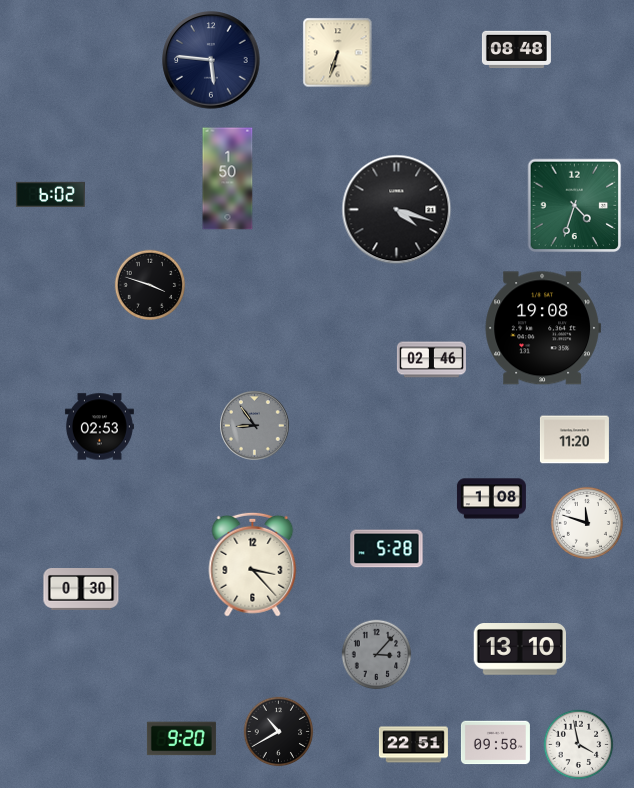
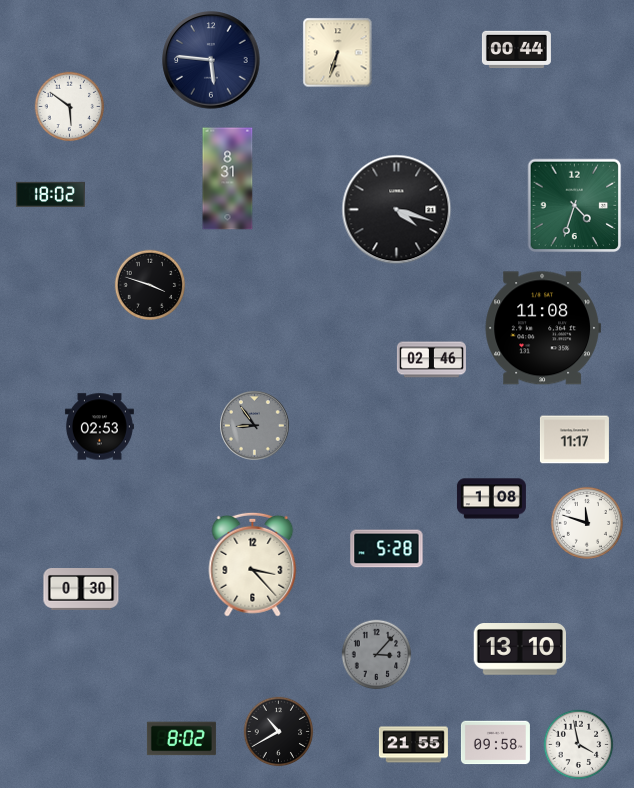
clock at (516, 50): 08:48 -> 00:44
clock at (70, 107): none -> 5:51
clock at (228, 179): 1:50 -> 8:31
clock at (50, 194): 6:02 -> 18:02
clock at (543, 328): 19:08 -> 11:08
clock at (574, 440): 11:20 -> 11:17
clock at (181, 739): 9:20 -> 8:02
clock at (413, 745): 22:51 -> 21:55
